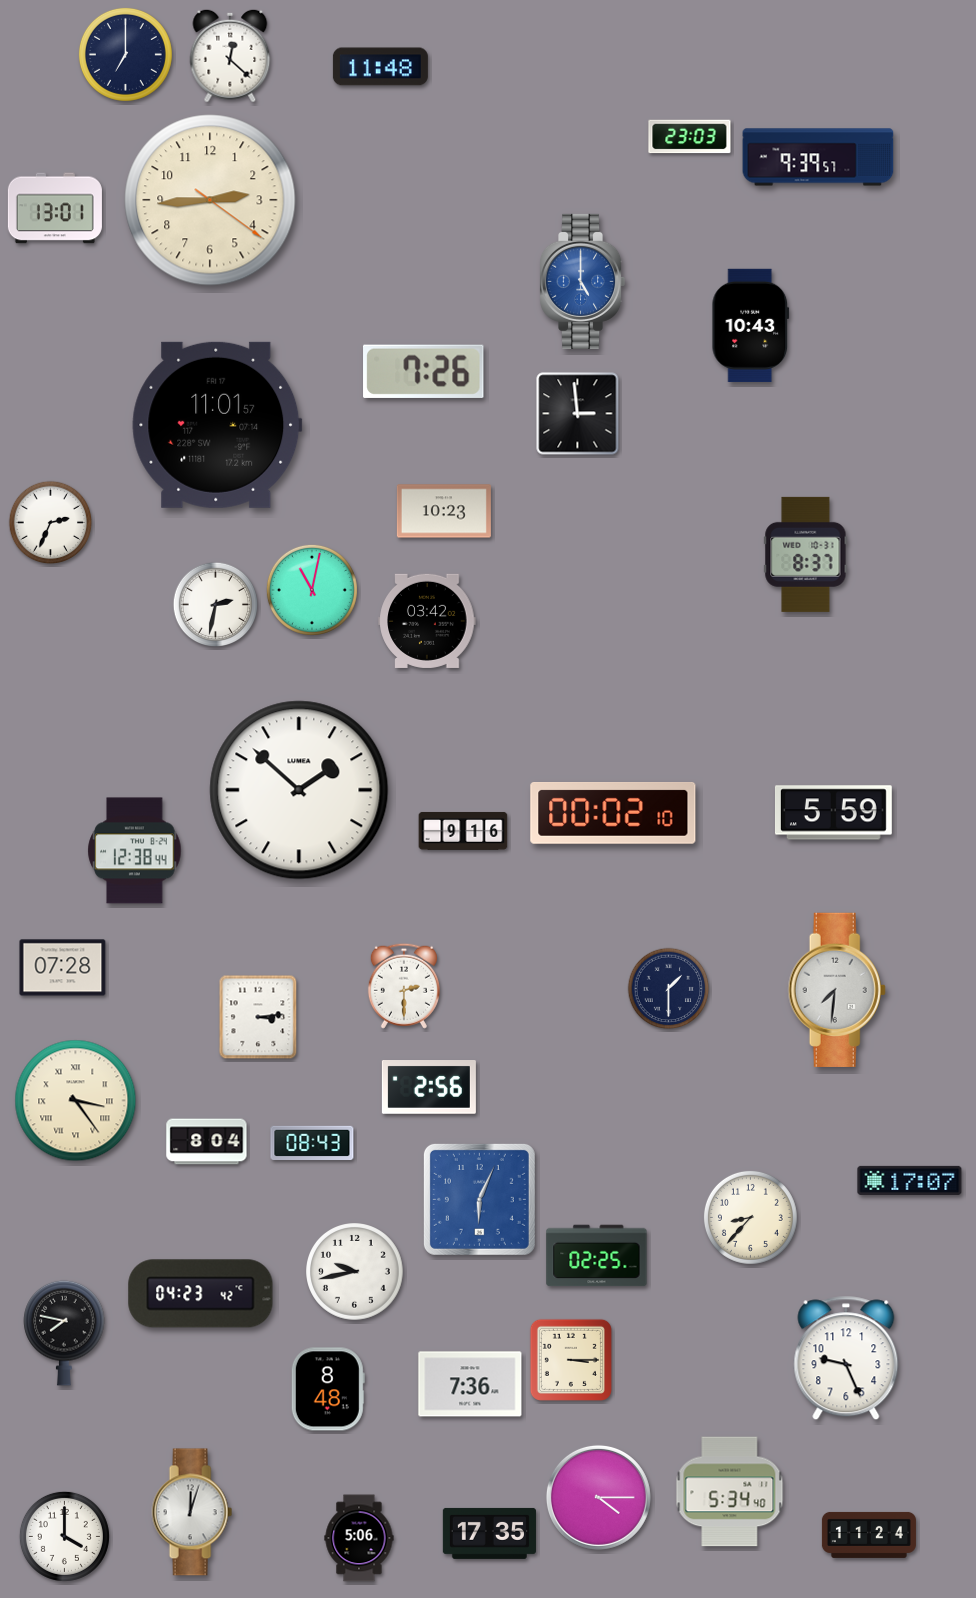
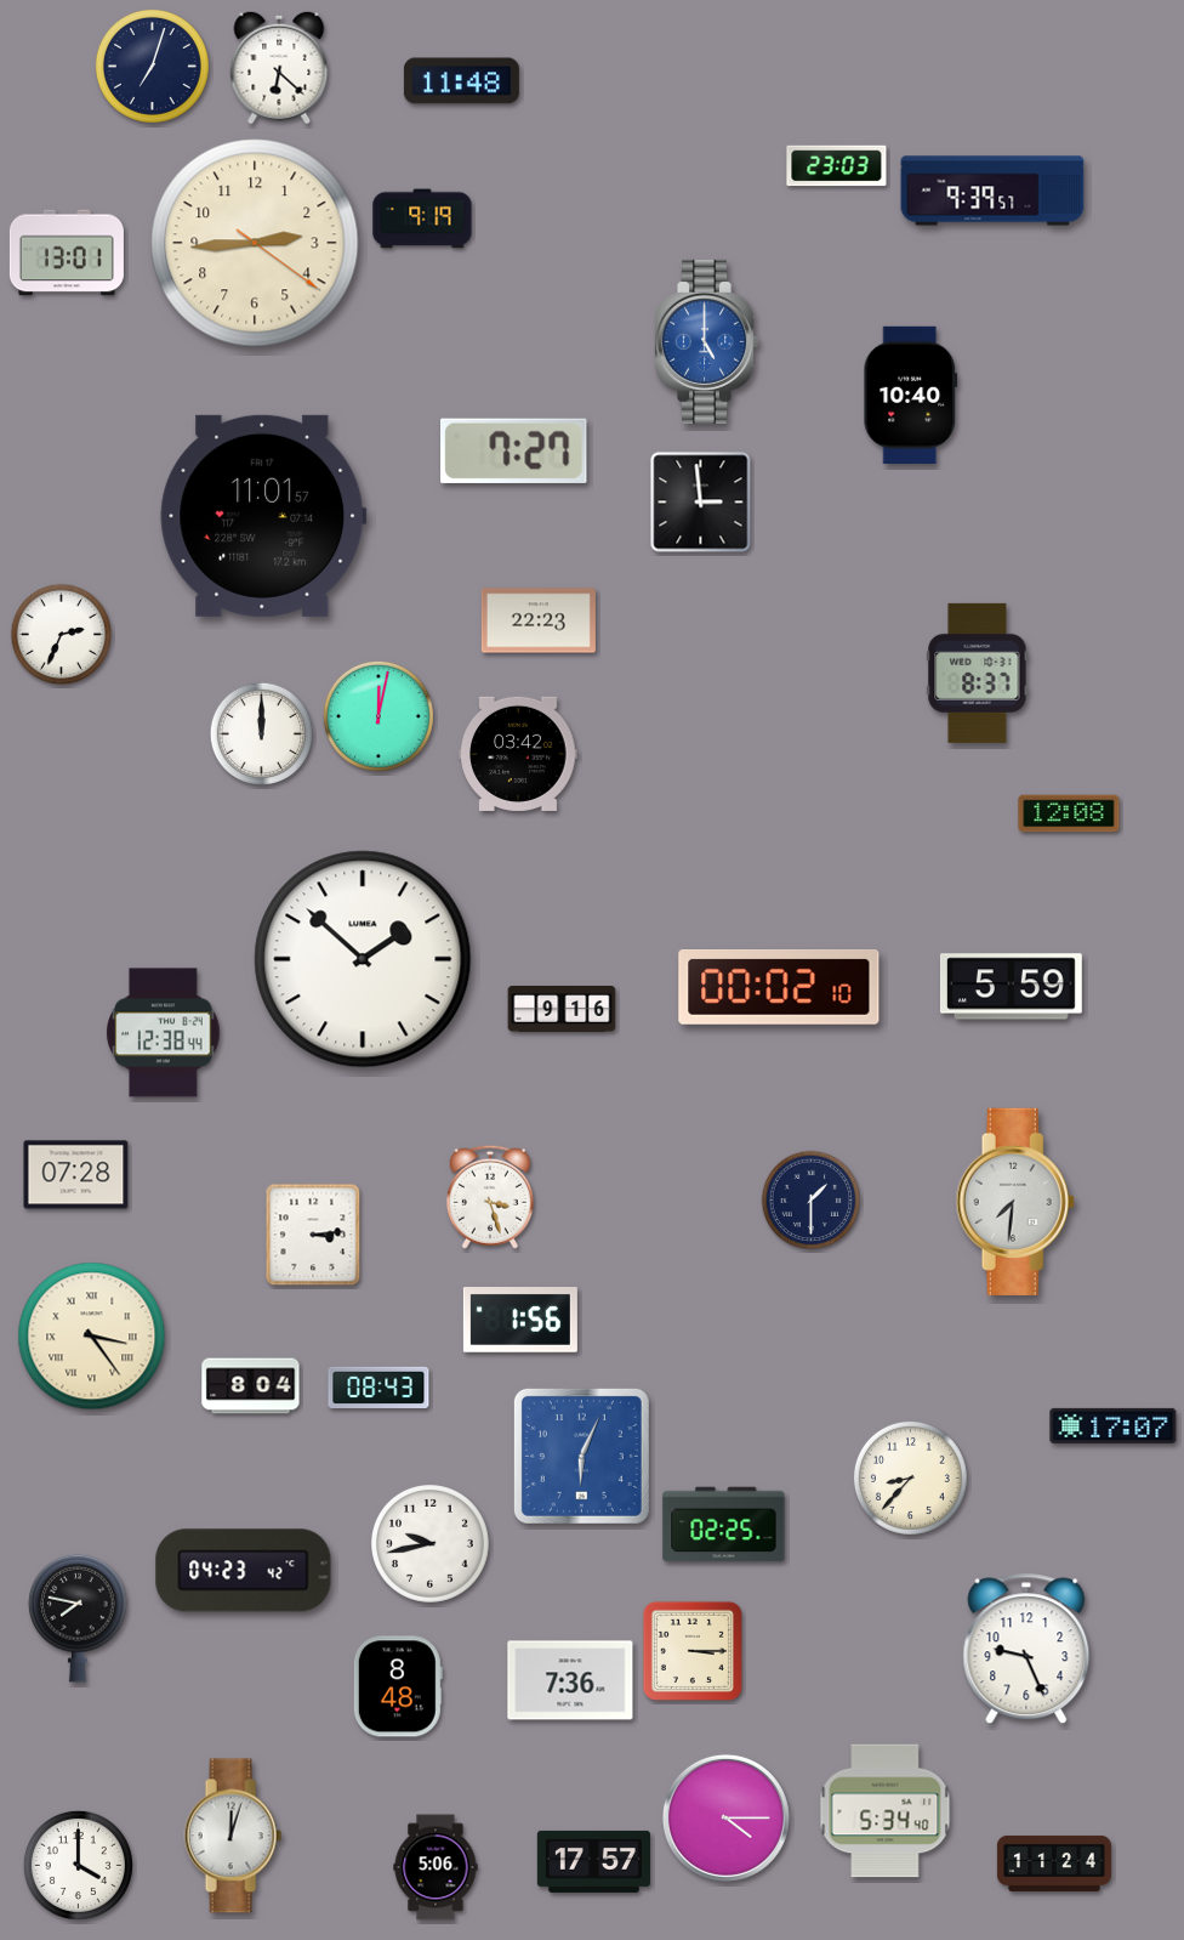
clock at (125, 54): 7:00 -> 7:03
clock at (230, 56): 12:22 -> 6:22
clock at (422, 219): none -> 9:19
clock at (751, 325): 10:43 -> 10:40
clock at (424, 371): 7:26 -> 7:27
clock at (444, 511): 10:23 -> 22:23
clock at (312, 590): 11:02 -> 12:02
clock at (215, 604): 2:32 -> 12:00
clock at (1069, 813): none -> 12:08
clock at (613, 814) position: (613, 814) -> (779, 988)
clock at (404, 986): 2:30 -> 3:27
clock at (429, 1088): 2:56 -> 1:56
clock at (910, 1180) position: (910, 1180) -> (1114, 1425)
clock at (489, 1533): 17:35 -> 17:57
